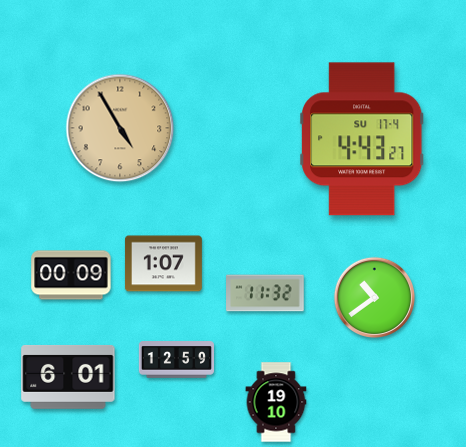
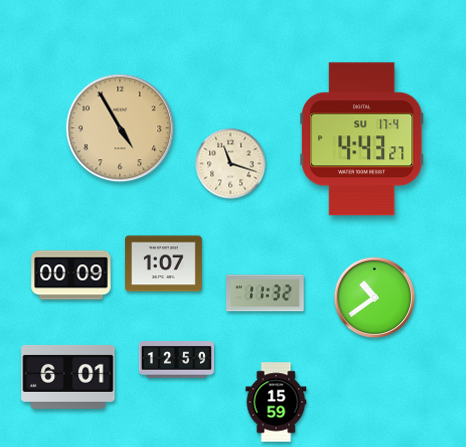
clock at (231, 164): none -> 11:18
clock at (276, 402): 19:10 -> 15:59
